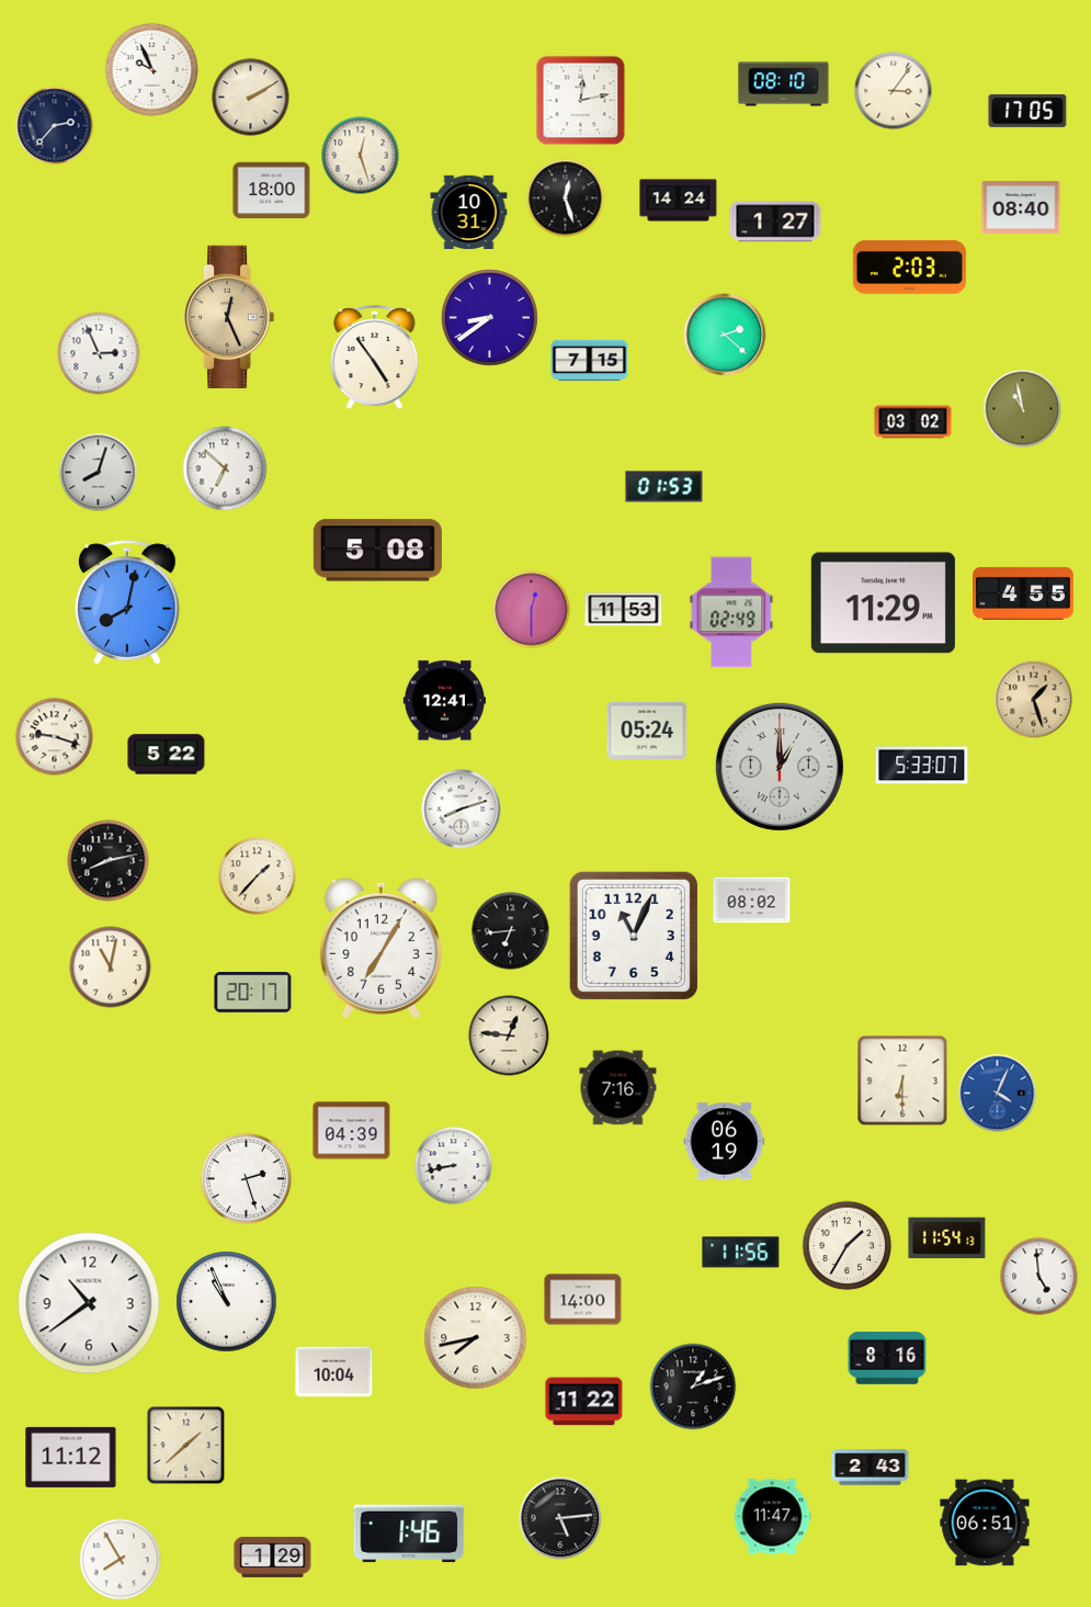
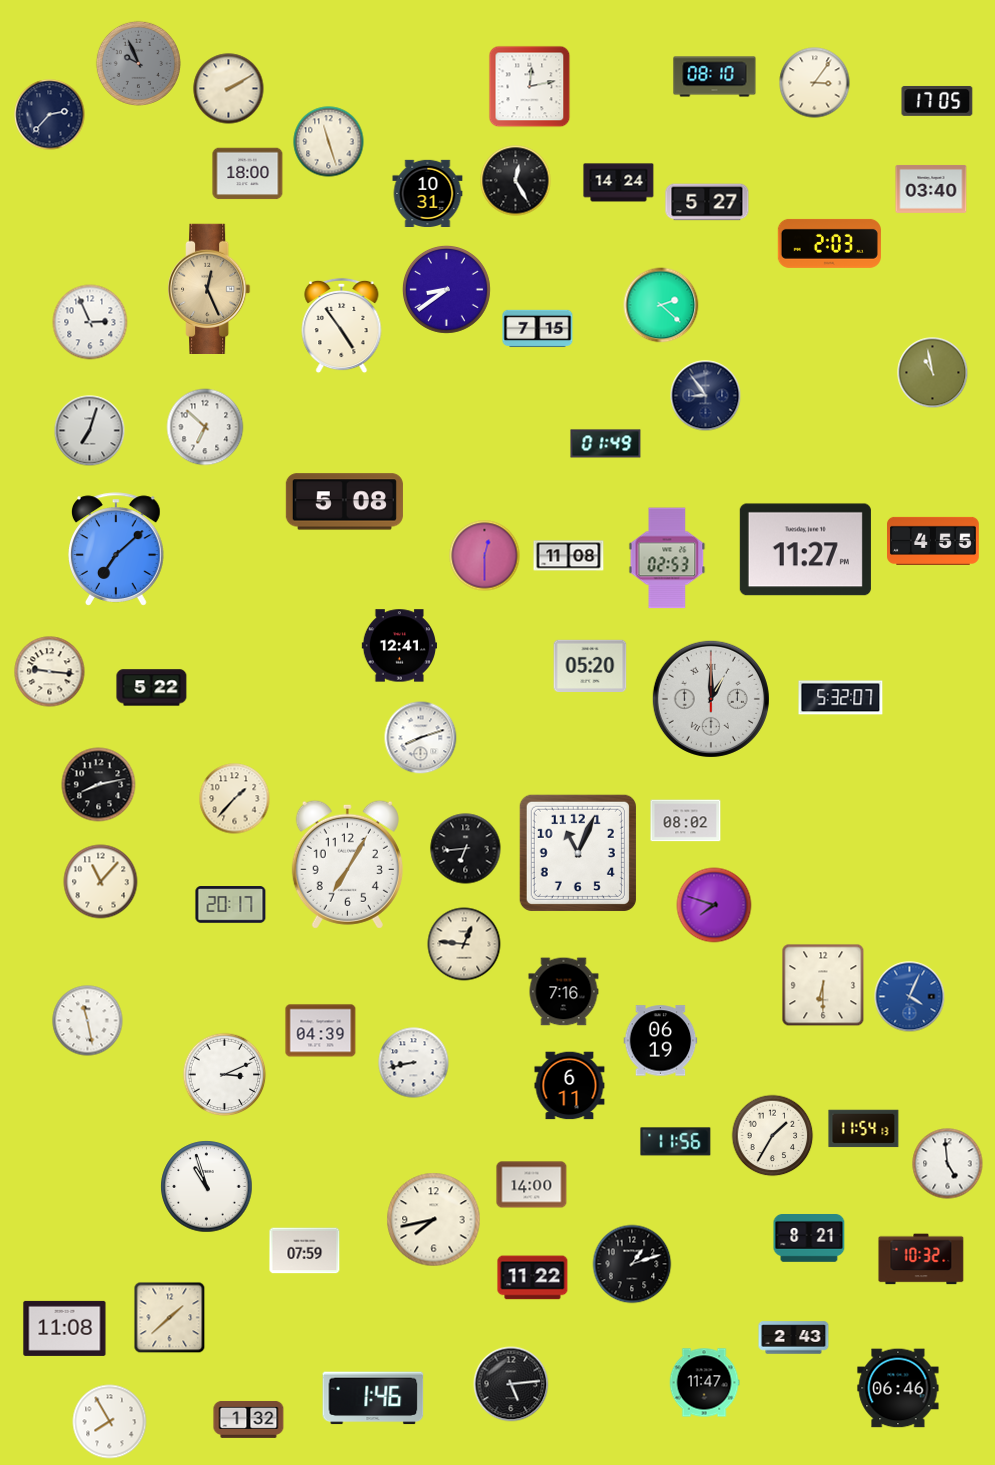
clock at (151, 69) dial: white -> grey
clock at (581, 101) position: (581, 101) -> (530, 87)
clock at (361, 156): 12:27 -> 11:27
clock at (566, 199): 12:27 -> 12:25
clock at (1021, 207): 08:40 -> 03:40
clock at (775, 222): 1:27 -> 5:27
clock at (913, 422): 03:02 -> none
clock at (706, 396): none -> 8:54
clock at (99, 473): 8:03 -> 7:03
clock at (664, 487): 01:53 -> 01:49
clock at (127, 602): 8:02 -> 7:08
clock at (883, 603): 11:29 -> 11:27
clock at (624, 610): 11:53 -> 11:08
clock at (731, 612): 02:49 -> 02:53
clock at (1034, 700): 1:27 -> none
clock at (444, 701) position: (444, 701) -> (399, 646)
clock at (647, 729): 05:24 -> 05:20
clock at (55, 737): 9:18 -> 9:16
clock at (922, 766): 5:33 -> 5:32
clock at (111, 967): 11:02 -> 11:07
clock at (714, 905): none -> 7:48
clock at (88, 1021): none -> 11:28
clock at (247, 1179): 2:27 -> 3:11
clock at (570, 1086): none -> 6:11
clock at (227, 1302): 10:56 -> 10:57
clock at (89, 1303): 10:39 -> none
clock at (887, 1358): 8:16 -> 8:21
clock at (334, 1372): 10:04 -> 07:59
clock at (921, 1259): none -> 10:32
clock at (71, 1457): 11:12 -> 11:08
clock at (985, 1523): 06:51 -> 06:46
clock at (273, 1557): 1:29 -> 1:32
